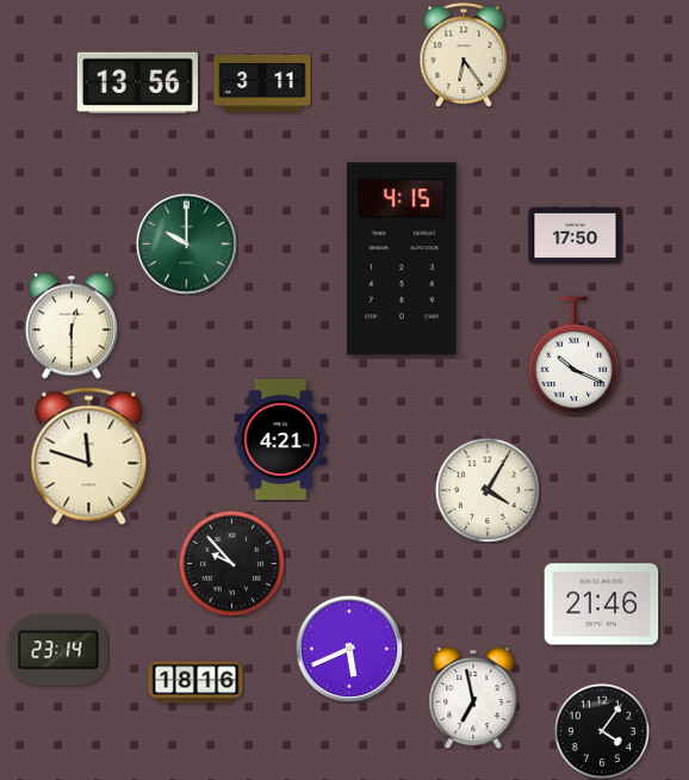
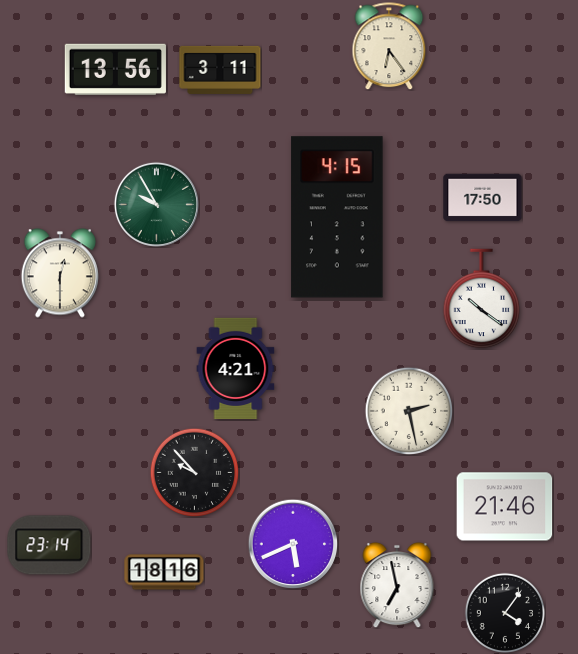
clock at (186, 243): 10:00 -> 9:55
clock at (575, 357): 10:19 -> 10:21
clock at (89, 457): 11:48 -> none
clock at (488, 490): 4:05 -> 2:28
